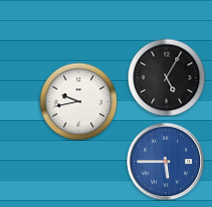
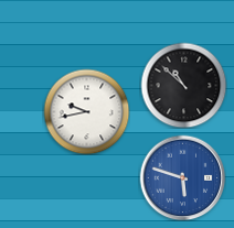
clock at (166, 77): 5:05 -> 10:52
clock at (165, 161): 5:45 -> 5:48
